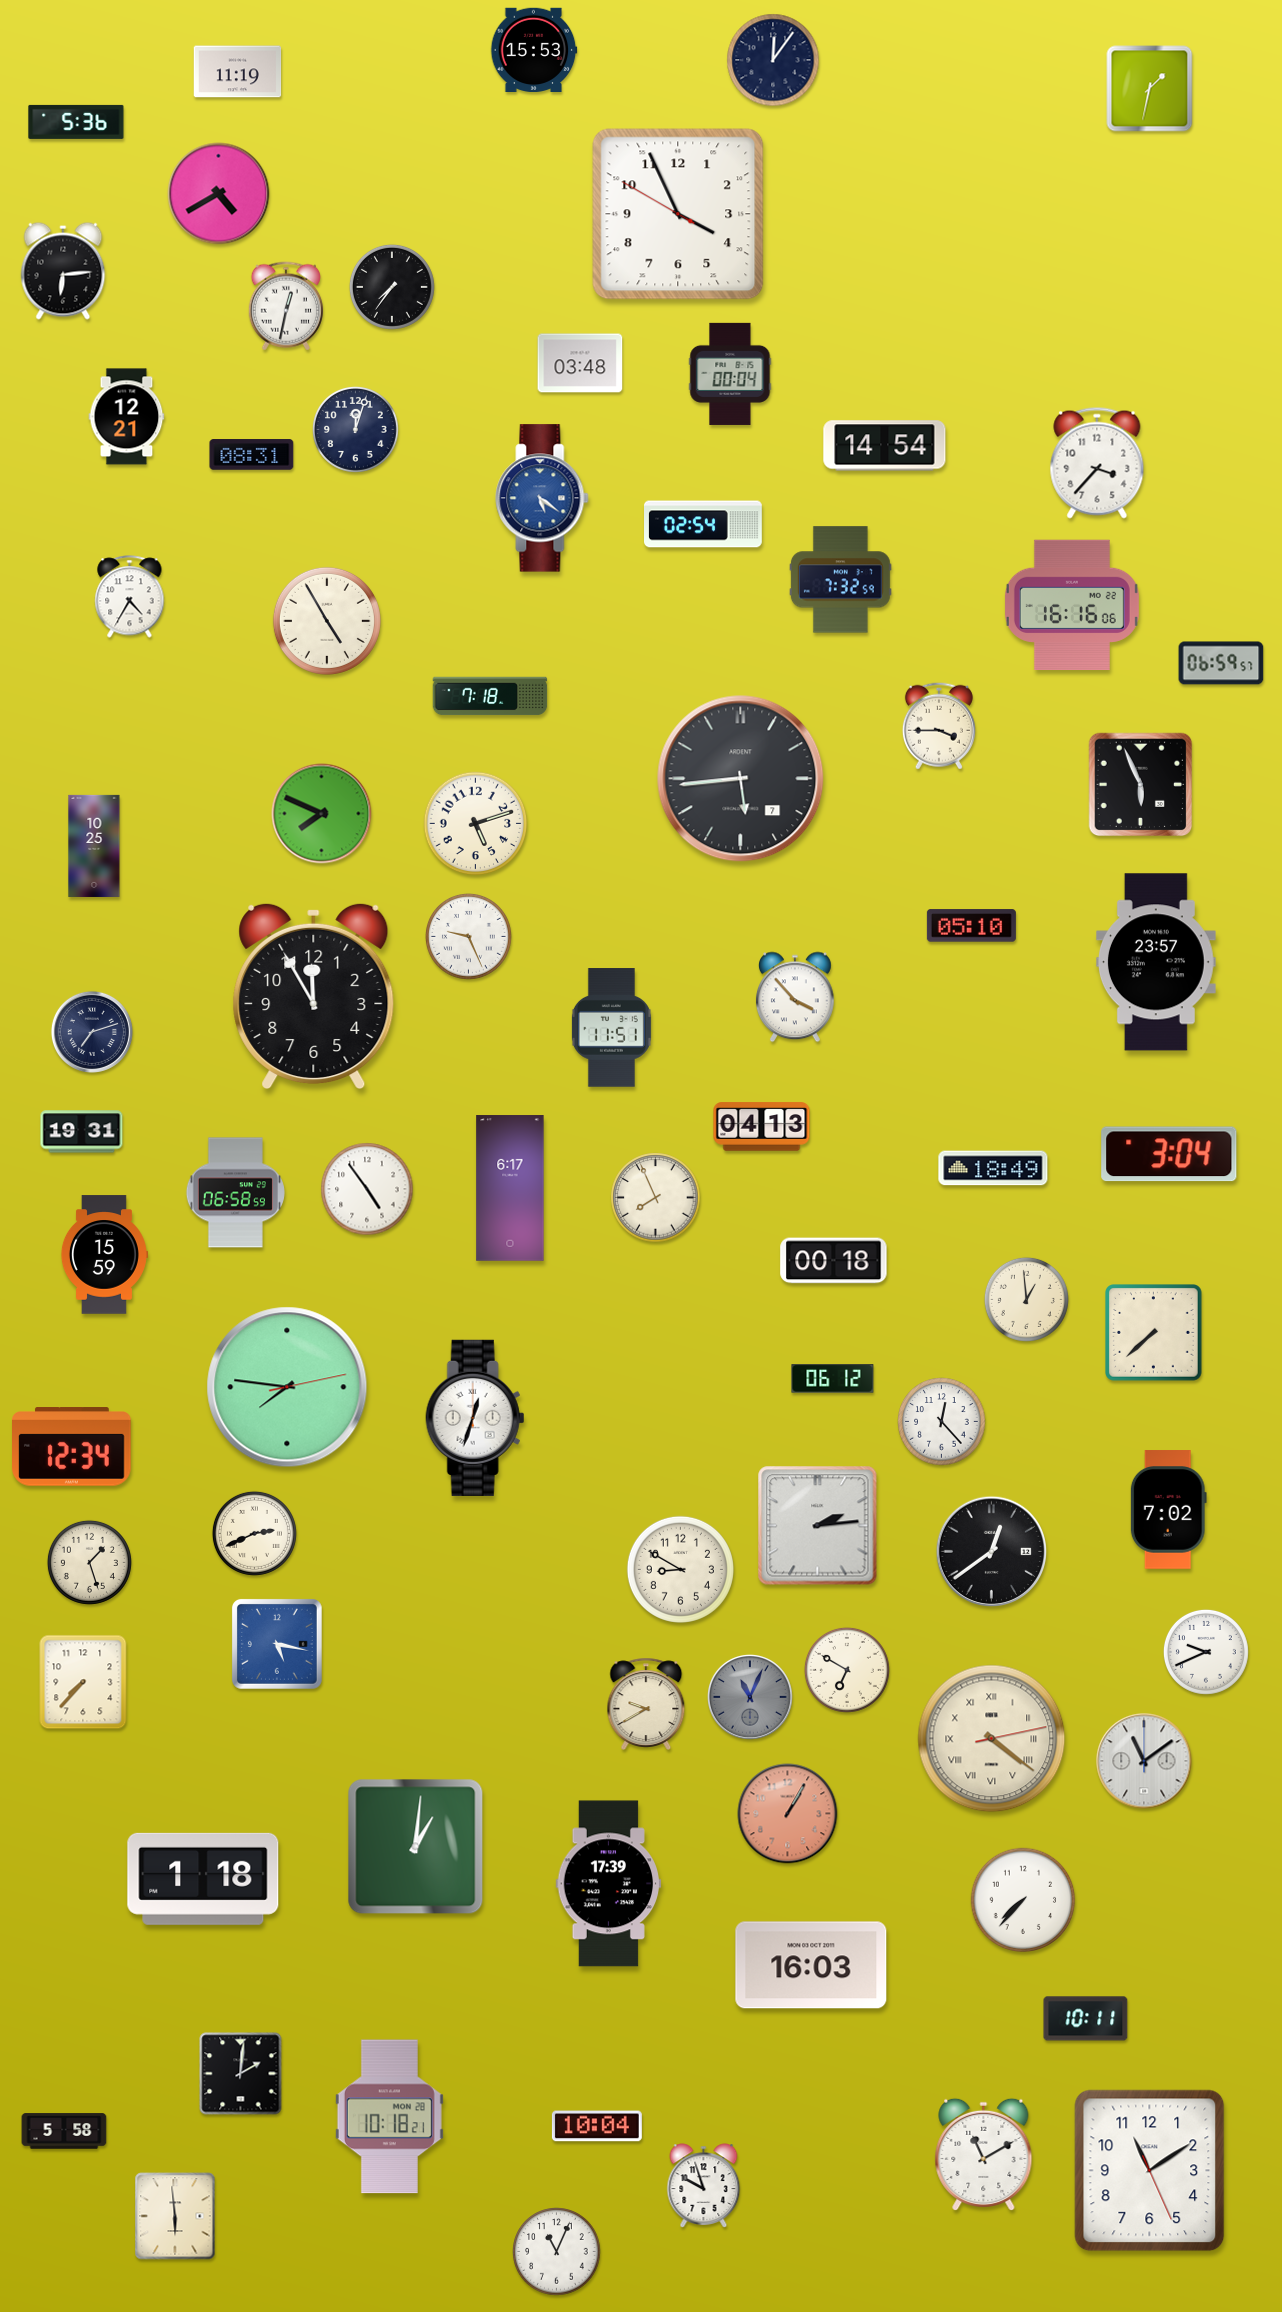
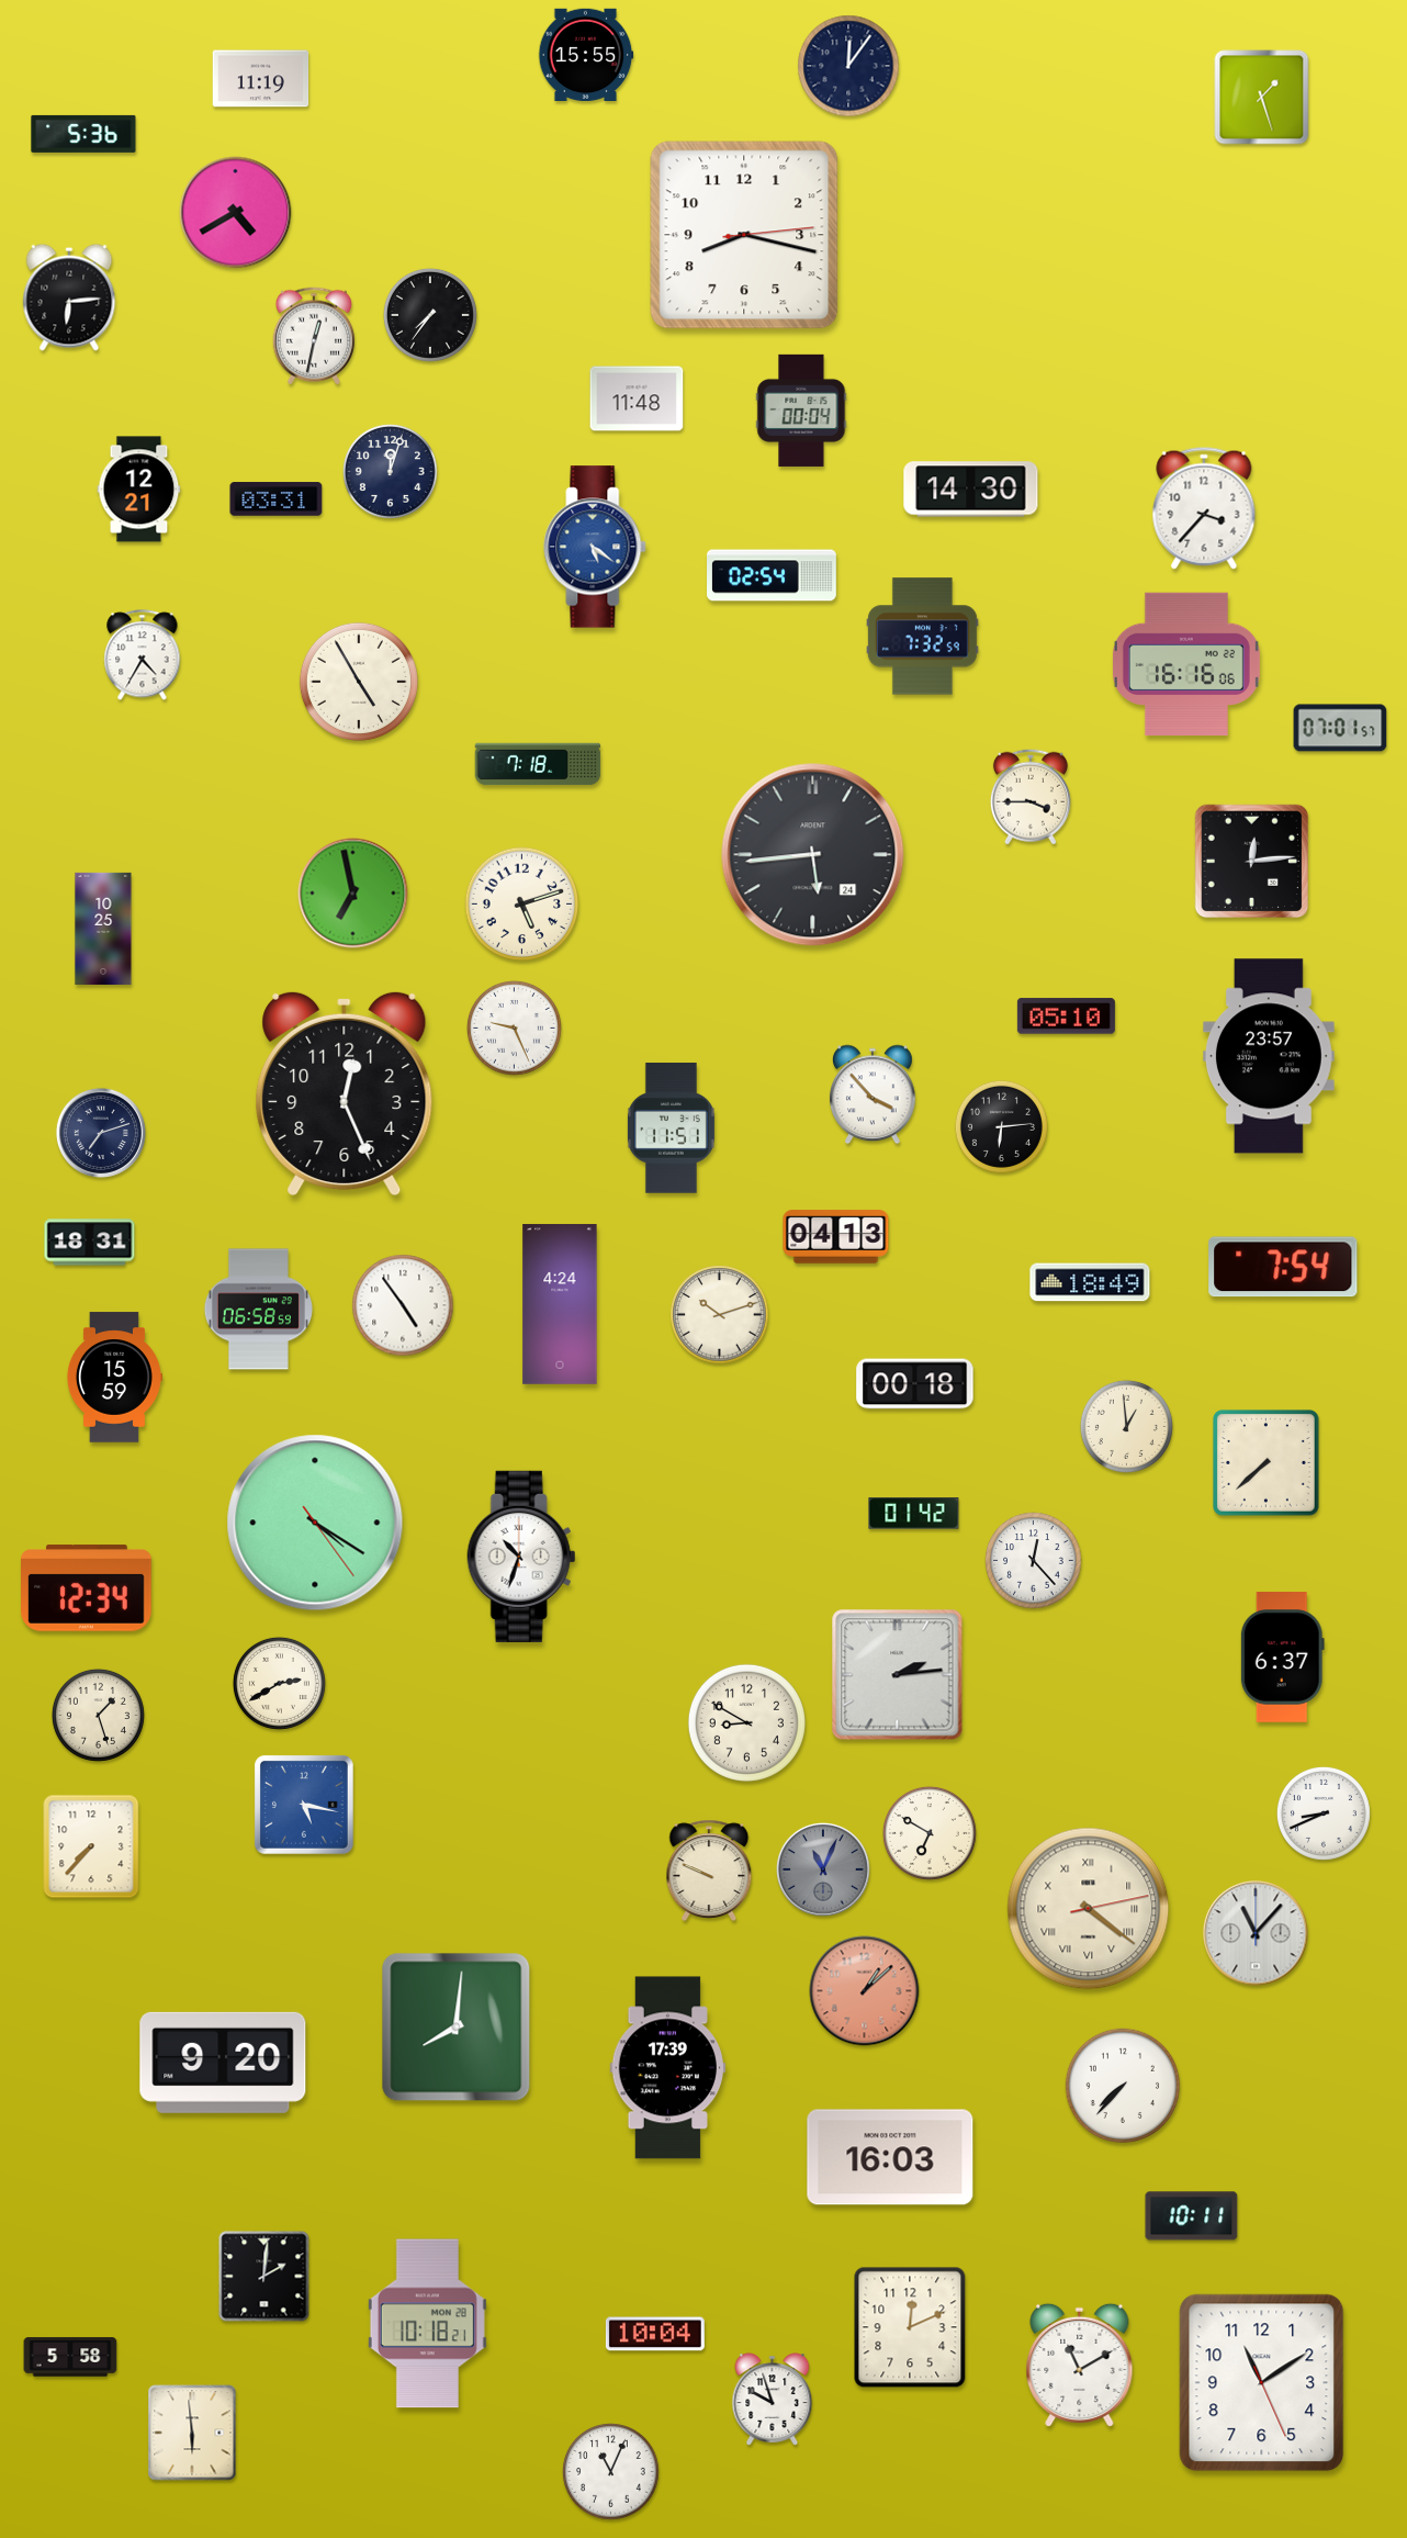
clock at (534, 50): 15:53 -> 15:55
clock at (1150, 89): 1:32 -> 1:27
clock at (219, 194) position: (219, 194) -> (236, 213)
clock at (678, 214): 3:55 -> 8:17
clock at (580, 363): 03:48 -> 11:48
clock at (127, 417) position: (127, 417) -> (139, 490)
clock at (885, 446): 14:54 -> 14:30
clock at (252, 455): 08:31 -> 03:31
clock at (1072, 604) position: (1072, 604) -> (1186, 663)
clock at (1221, 663): 06:59 -> 07:01
clock at (741, 779) date: 7 -> 24
clock at (1141, 785): 5:56 -> 12:14
clock at (322, 814): 7:49 -> 6:58
clock at (314, 996): 11:55 -> 12:26
clock at (1001, 1126): none -> 6:14
clock at (82, 1132): 19:31 -> 18:31
clock at (1169, 1154): 3:04 -> 7:54
clock at (510, 1188): 6:17 -> 4:24
clock at (656, 1198): 7:56 -> 10:12
clock at (833, 1379): 06:12 -> 01:42
clock at (287, 1387): 7:46 -> 4:20
clock at (475, 1418): 12:33 -> 10:33
clock at (72, 1447) position: (72, 1447) -> (87, 1588)
clock at (1168, 1510): 7:02 -> 6:37
clock at (254, 1533): 2:41 -> 2:40
clock at (992, 1552): 12:39 -> none
clock at (1206, 1652): 9:41 -> 8:41
clock at (751, 1698) position: (751, 1698) -> (824, 1871)
clock at (646, 1704): 9:40 -> 9:49
clock at (1144, 1761): 11:09 -> 11:07
clock at (788, 1814): 1:05 -> 1:08
clock at (416, 1847): 1:01 -> 8:01
clock at (203, 1879): 1:18 -> 9:20
clock at (910, 2327): none -> 12:11
clock at (64, 2131) position: (64, 2131) -> (70, 2357)
